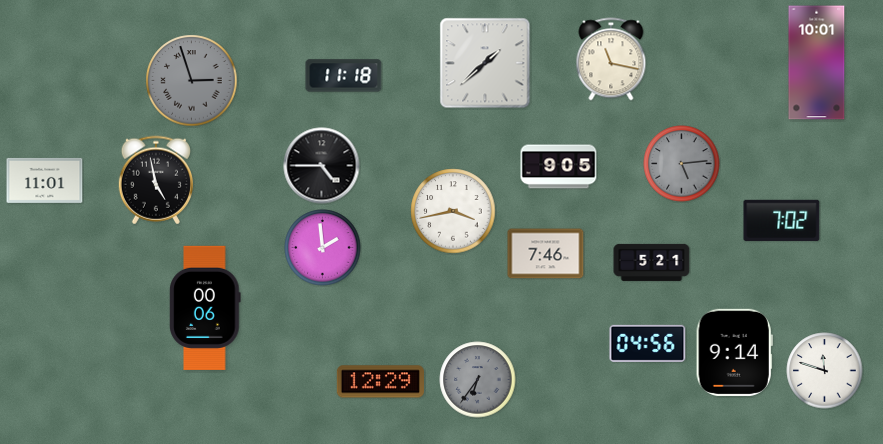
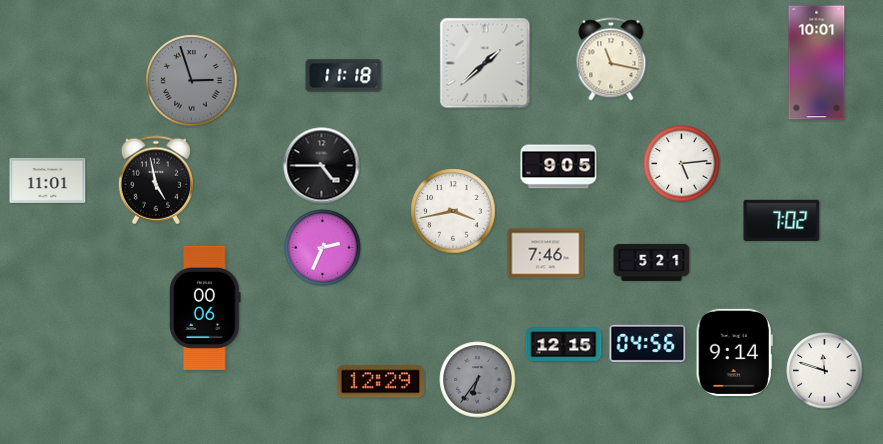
clock at (682, 164) dial: grey -> white
clock at (45, 180) position: (45, 180) -> (48, 180)
clock at (323, 248): 1:59 -> 2:34
clock at (564, 345): none -> 12:15
